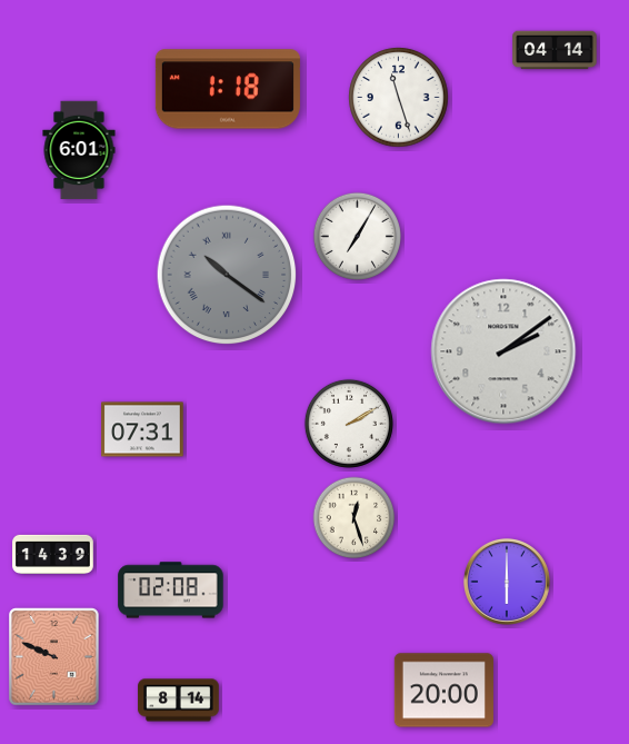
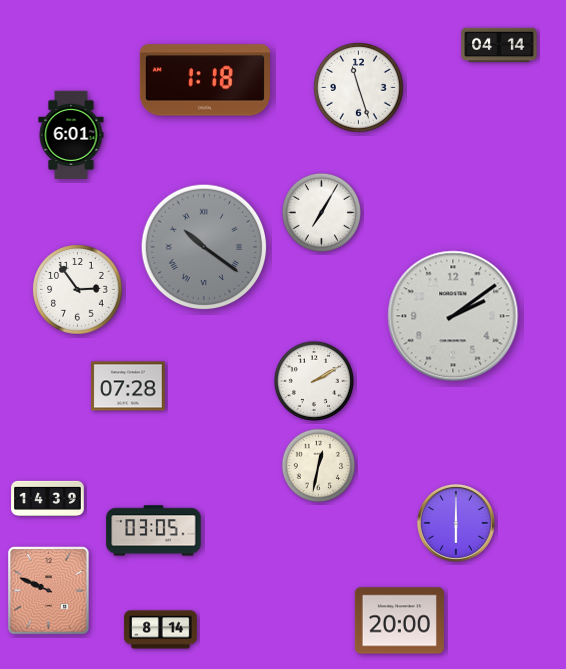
clock at (78, 290): none -> 2:54
clock at (142, 429): 07:31 -> 07:28
clock at (355, 518): 12:27 -> 12:32
clock at (171, 591): 02:08 -> 03:05
